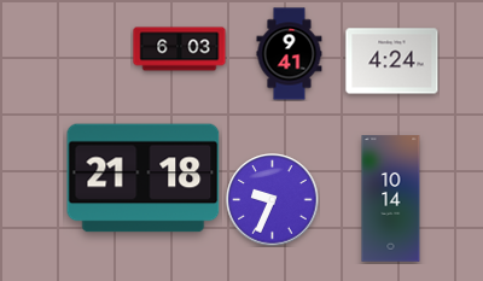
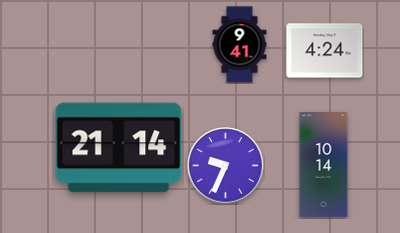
clock at (180, 49): 6:03 -> none
clock at (144, 178): 21:18 -> 21:14
